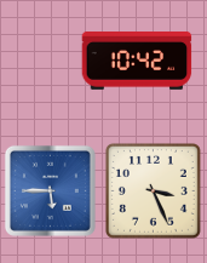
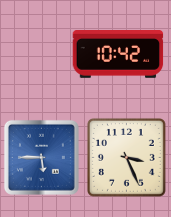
clock at (137, 62) position: (137, 62) -> (118, 55)
